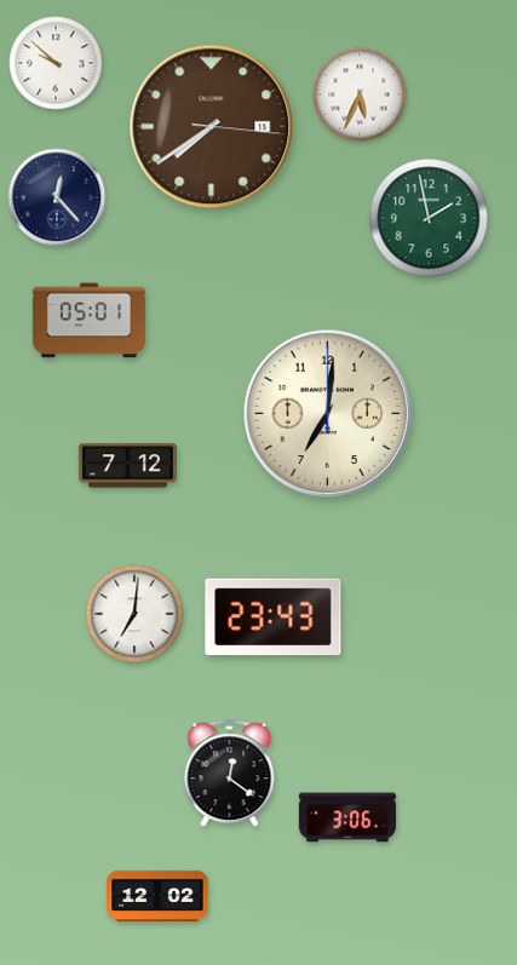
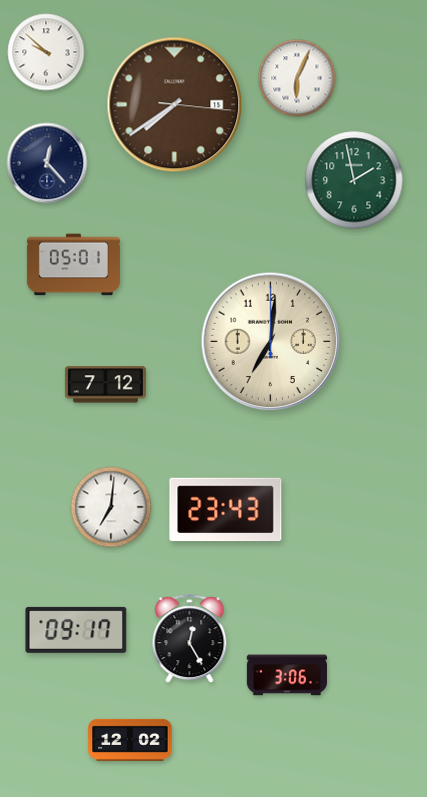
clock at (360, 94): 5:34 -> 6:04
clock at (76, 630): none -> 09:17
clock at (230, 774): 12:21 -> 12:25
